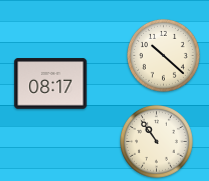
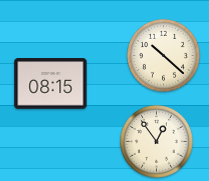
clock at (51, 84): 08:17 -> 08:15
clock at (156, 141): 10:54 -> 12:54
